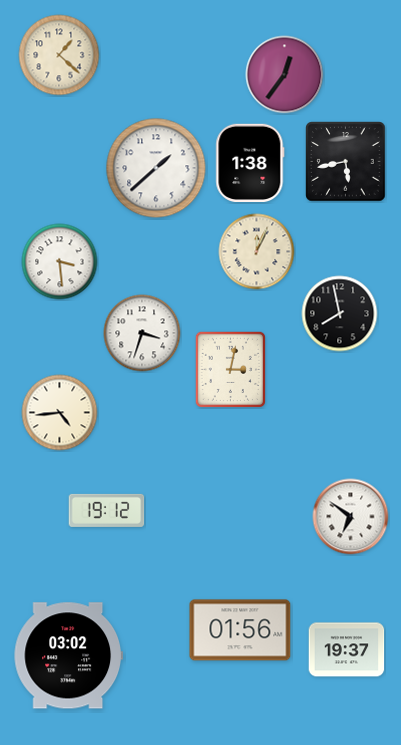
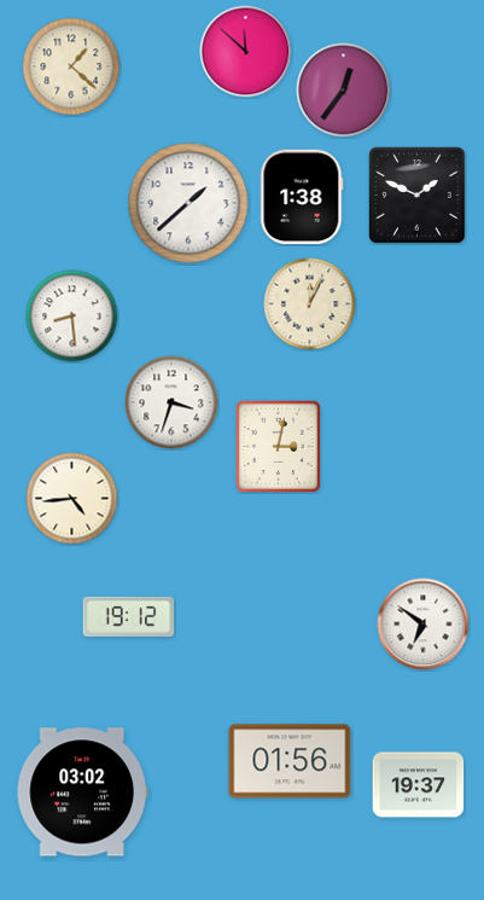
clock at (246, 52): none -> 11:52
clock at (346, 162): 5:43 -> 1:49
clock at (60, 262): 3:29 -> 8:29
clock at (340, 314): 7:58 -> none
